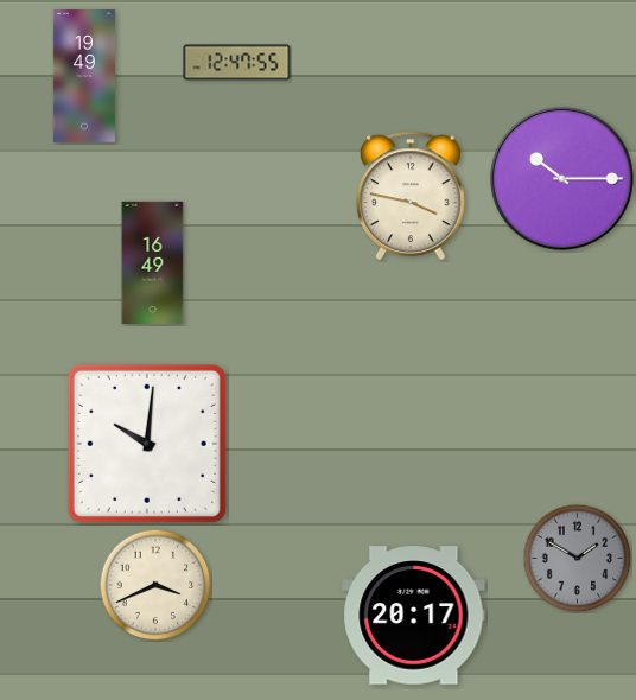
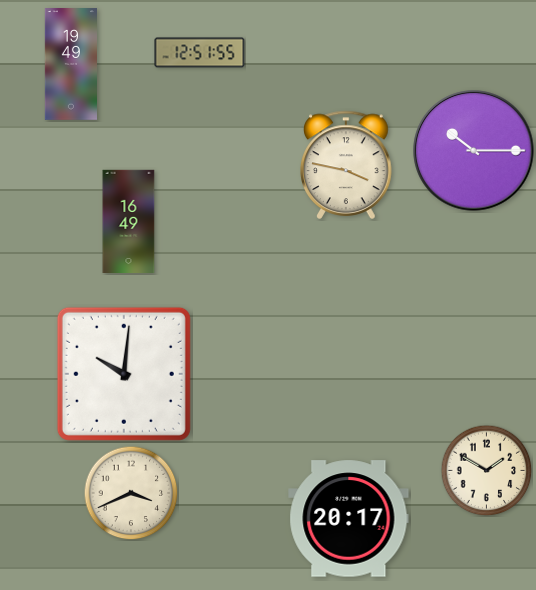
clock at (237, 63): 12:47 -> 12:51
clock at (577, 558) dial: grey -> cream
